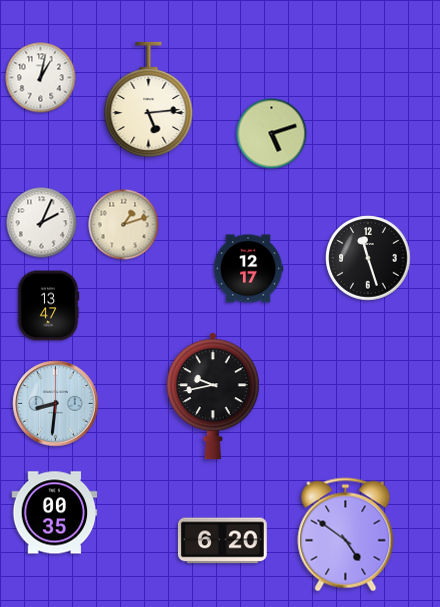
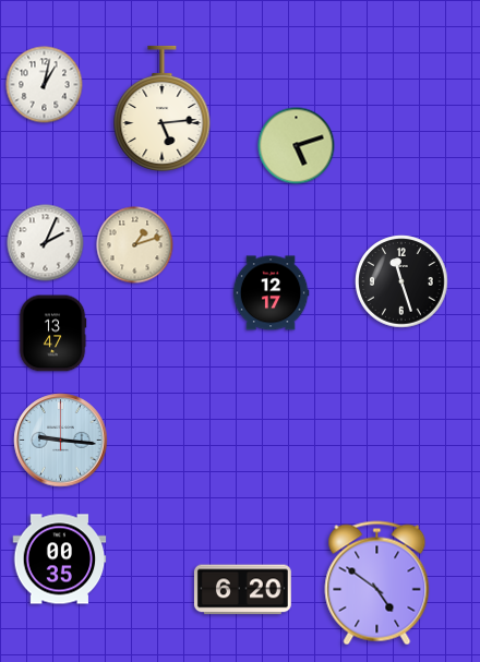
clock at (213, 396): 9:43 -> none
clock at (56, 404): 8:31 -> 9:16
